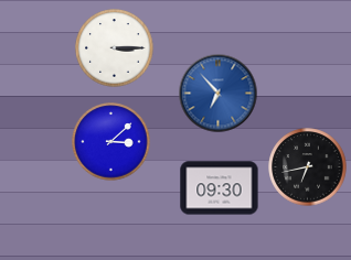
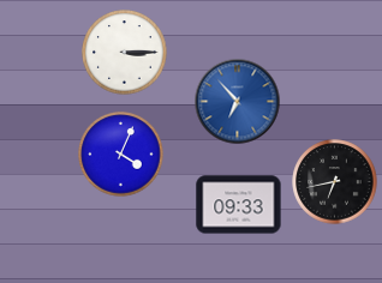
clock at (111, 142): 3:08 -> 4:04
clock at (220, 188): 09:30 -> 09:33
